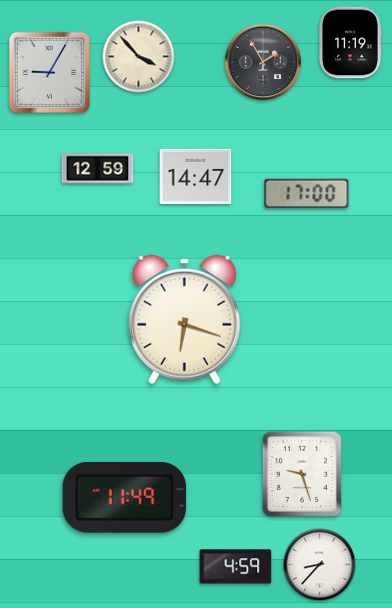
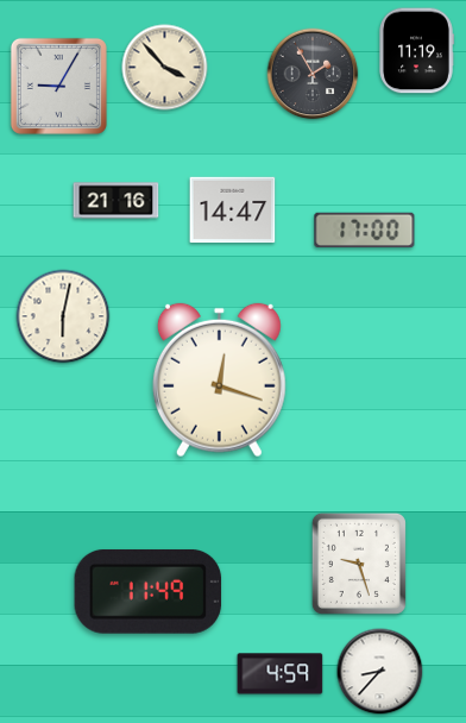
clock at (98, 169): 12:59 -> 21:16
clock at (63, 316): none -> 6:02
clock at (184, 320): 6:18 -> 12:18
